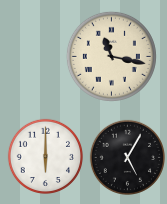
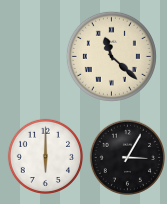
clock at (111, 56): 11:17 -> 11:22
clock at (127, 157): 5:05 -> 3:05
